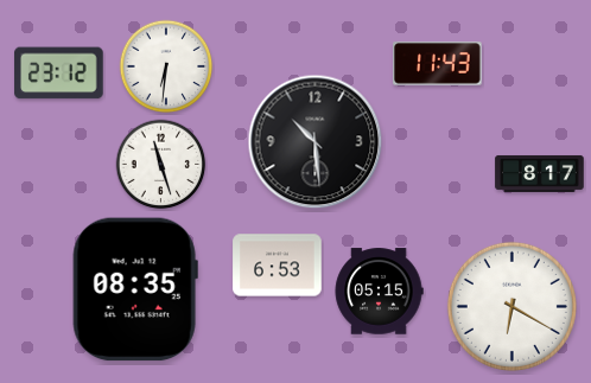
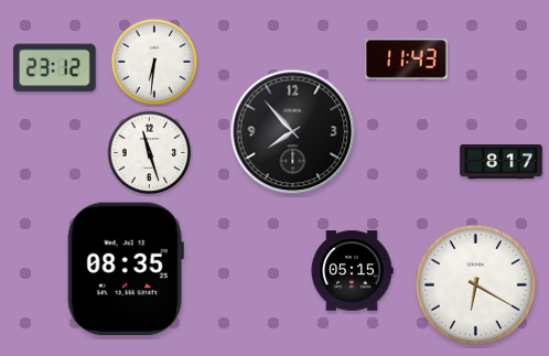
clock at (316, 142): 10:29 -> 7:53
clock at (278, 266): 6:53 -> none
